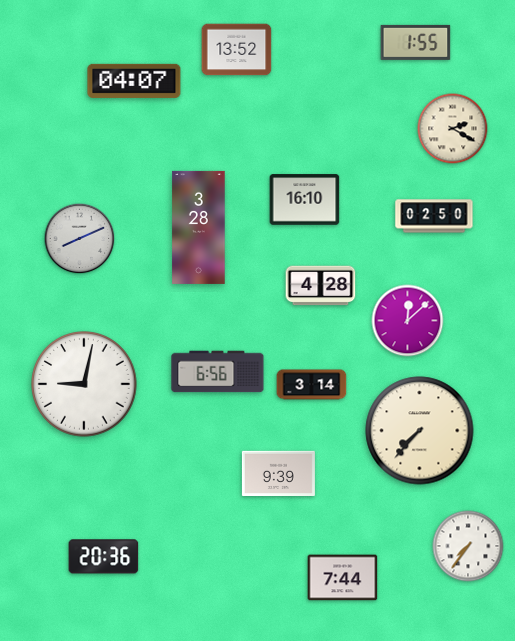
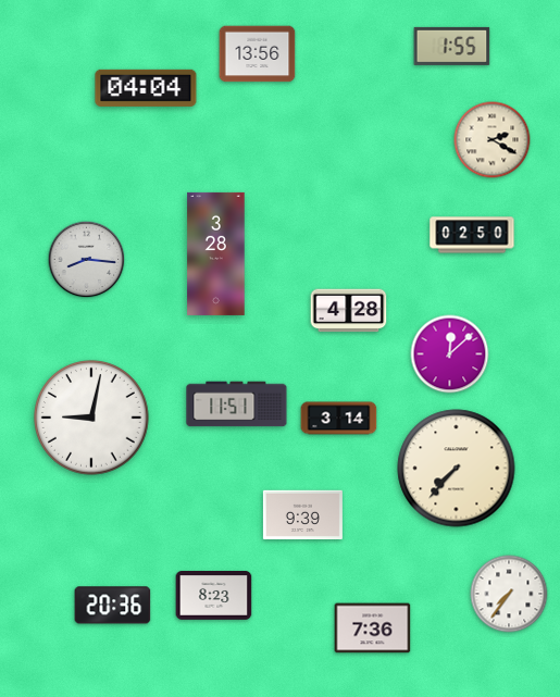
clock at (237, 50): 13:52 -> 13:56
clock at (134, 81): 04:07 -> 04:04
clock at (305, 200): 16:10 -> none
clock at (199, 227) position: (199, 227) -> (216, 253)
clock at (80, 239): 8:11 -> 8:16
clock at (408, 321) position: (408, 321) -> (450, 354)
clock at (218, 372): 6:56 -> 11:51
clock at (214, 596): none -> 8:23
clock at (343, 578): 7:44 -> 7:36
